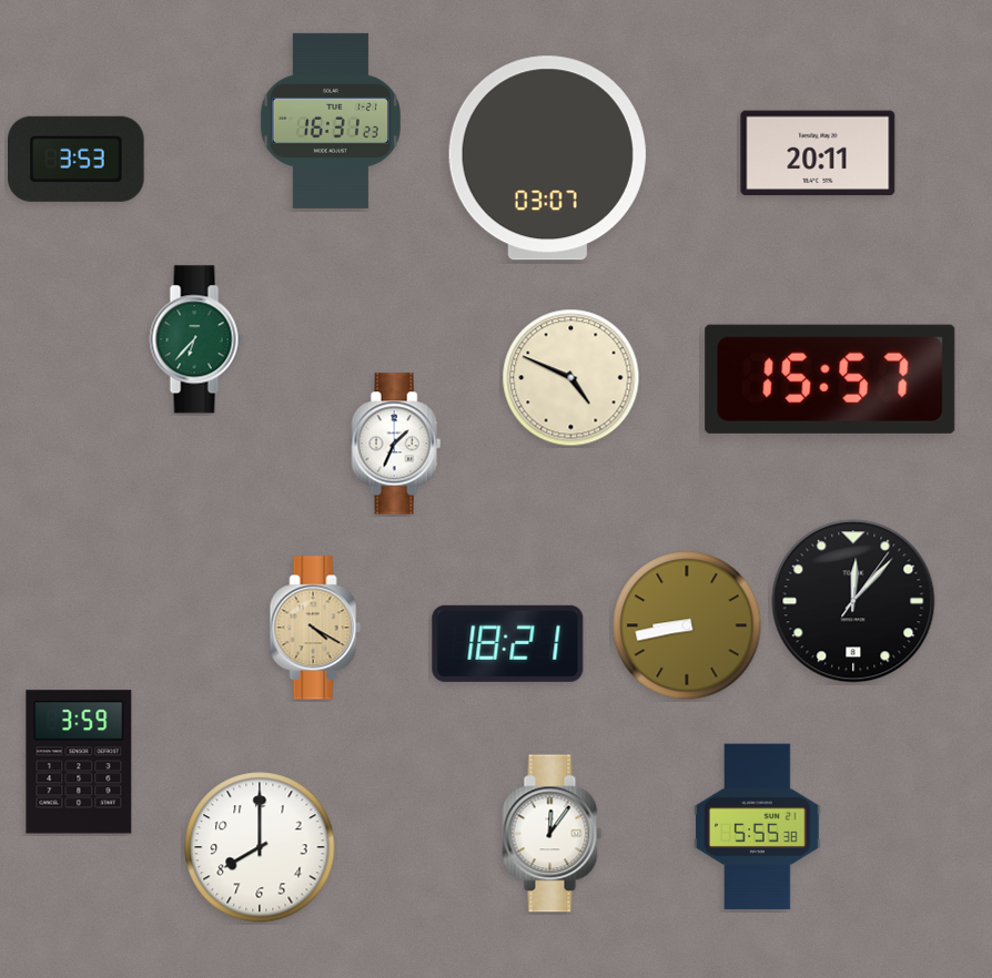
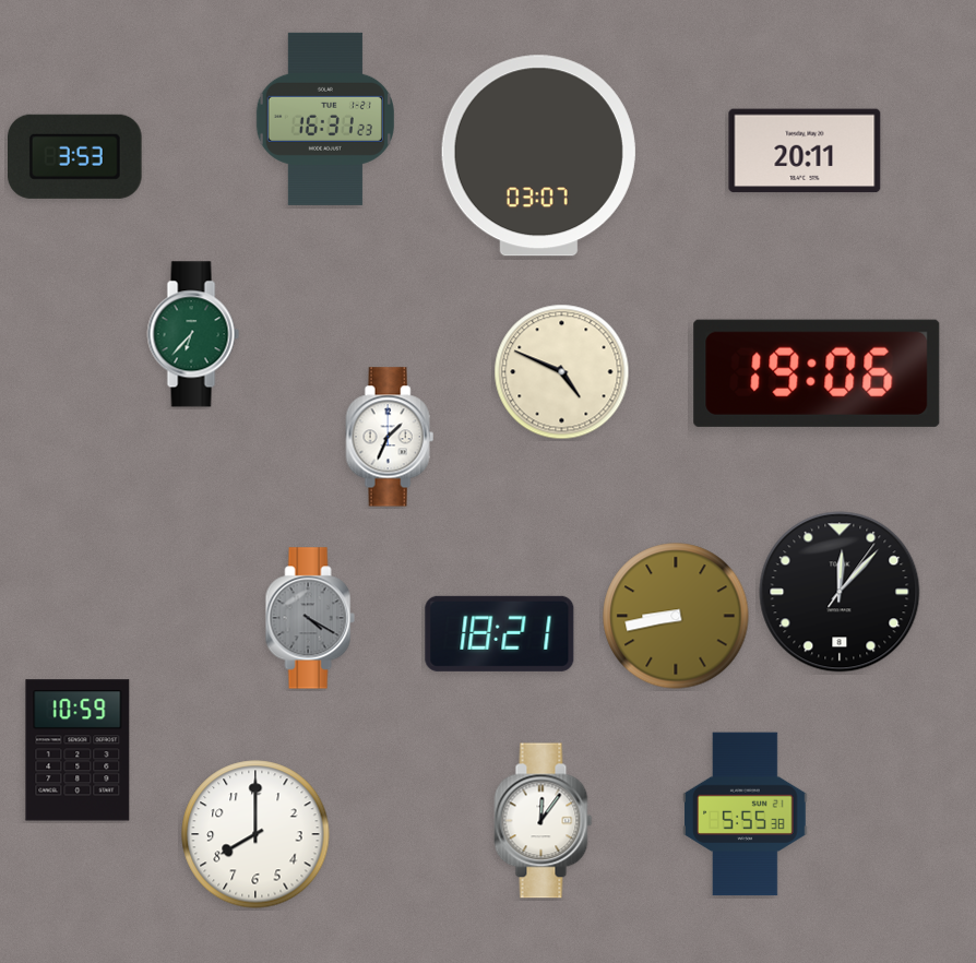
clock at (830, 379): 15:57 -> 19:06
clock at (315, 628) dial: champagne -> grey
clock at (79, 762): 3:59 -> 10:59
